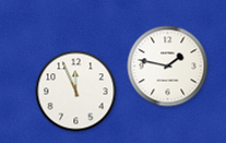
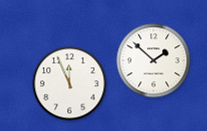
clock at (168, 67): 1:47 -> 1:52
